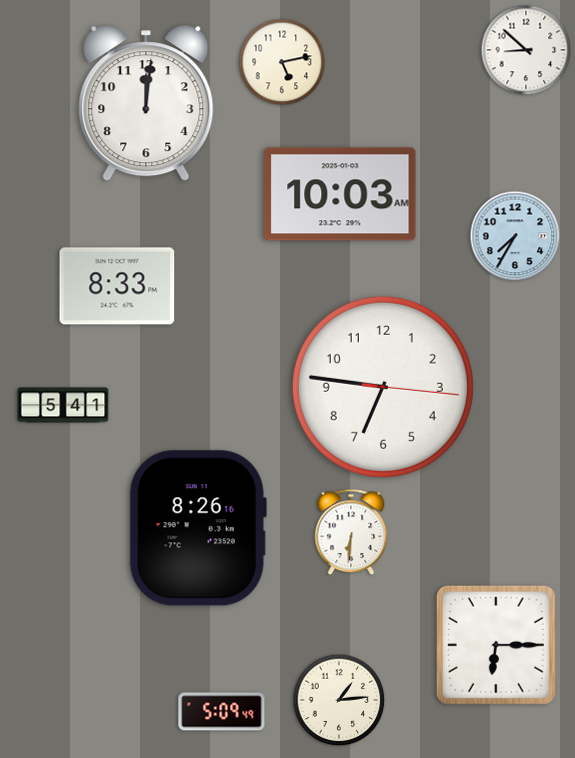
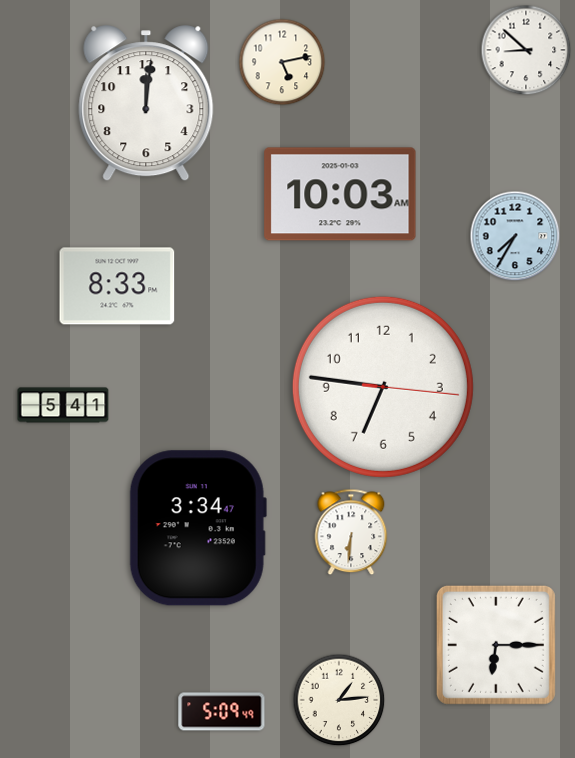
clock at (198, 528): 8:26 -> 3:34
